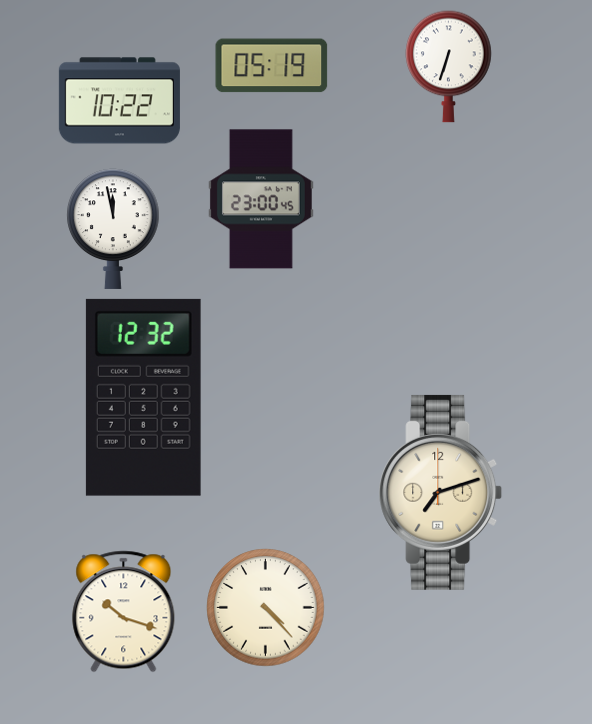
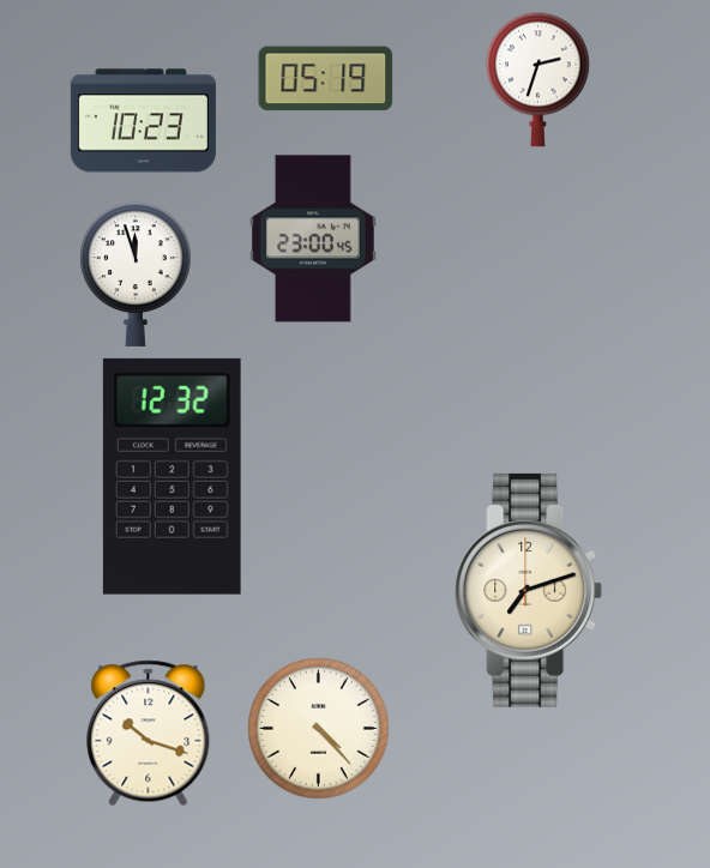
clock at (449, 66): 6:33 -> 2:33
clock at (119, 101): 10:22 -> 10:23
clock at (113, 229): 11:58 -> 11:57
